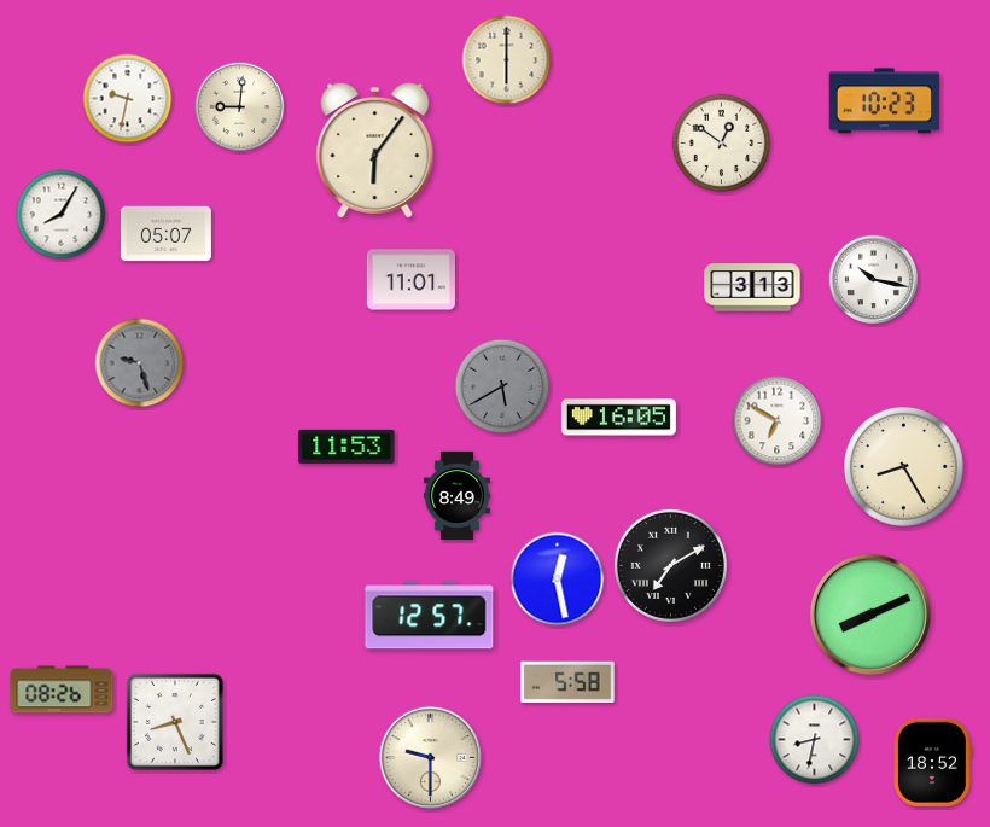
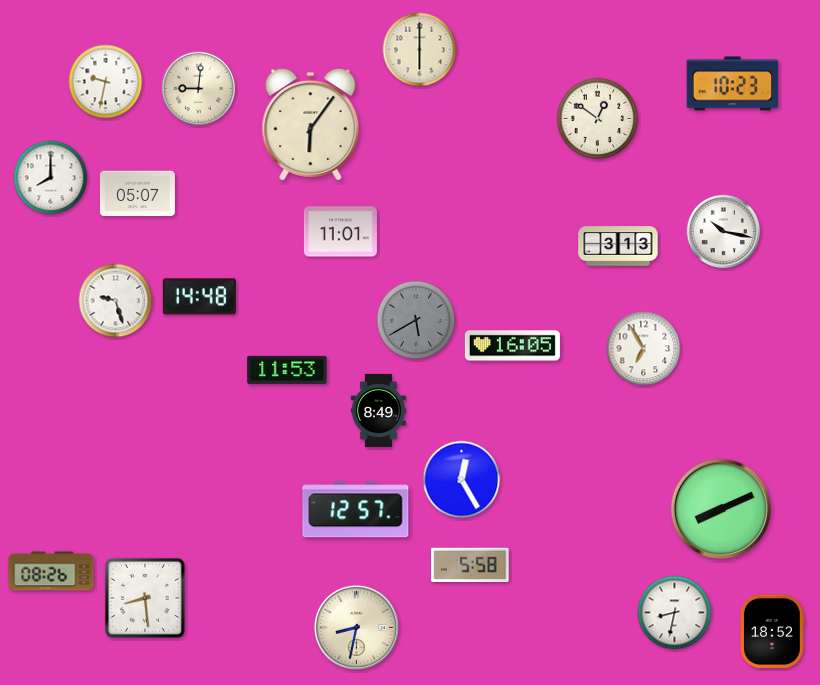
clock at (62, 215): 8:05 -> 8:00
clock at (752, 287) position: (752, 287) -> (618, 246)
clock at (199, 297): none -> 14:48
clock at (140, 363) dial: grey -> white
clock at (778, 421): 6:50 -> 6:55
clock at (904, 467): 8:25 -> none
clock at (670, 565): 7:10 -> none
clock at (558, 580): 12:28 -> 12:25
clock at (175, 722): 8:26 -> 8:29
clock at (430, 757): 9:30 -> 8:32
